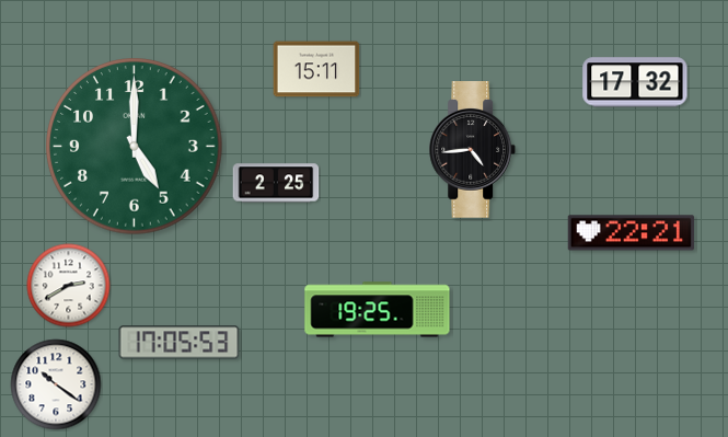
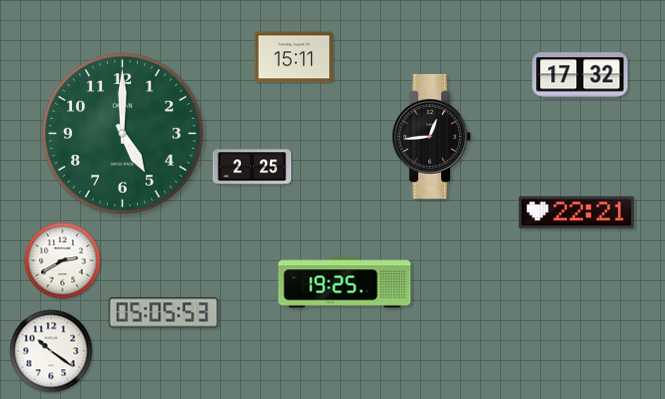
clock at (316, 69) position: (316, 69) -> (294, 57)
clock at (473, 150): 4:44 -> 12:44
clock at (180, 343): 17:05 -> 05:05
